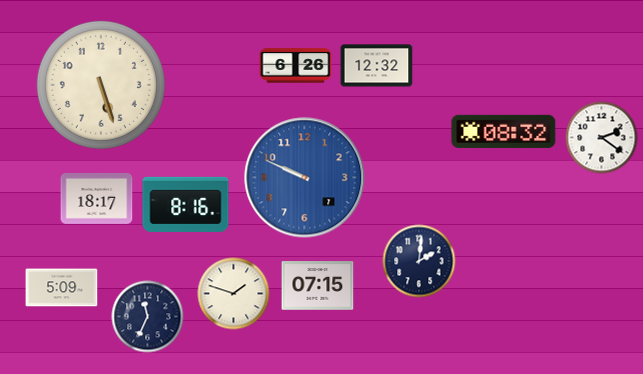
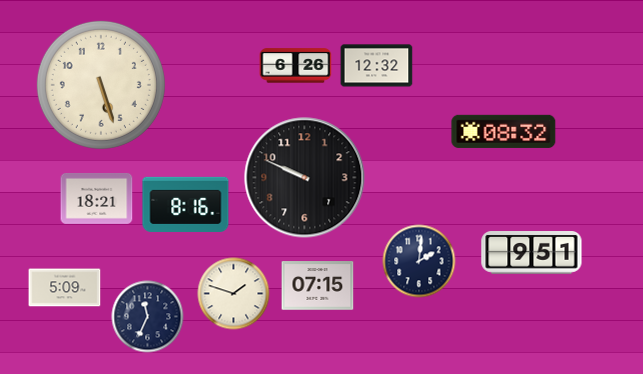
clock at (602, 138): 2:21 -> none
clock at (305, 178) dial: blue -> black
clock at (97, 198): 18:17 -> 18:21
clock at (532, 253): none -> 9:51
clock at (62, 288) position: (62, 288) -> (65, 288)
